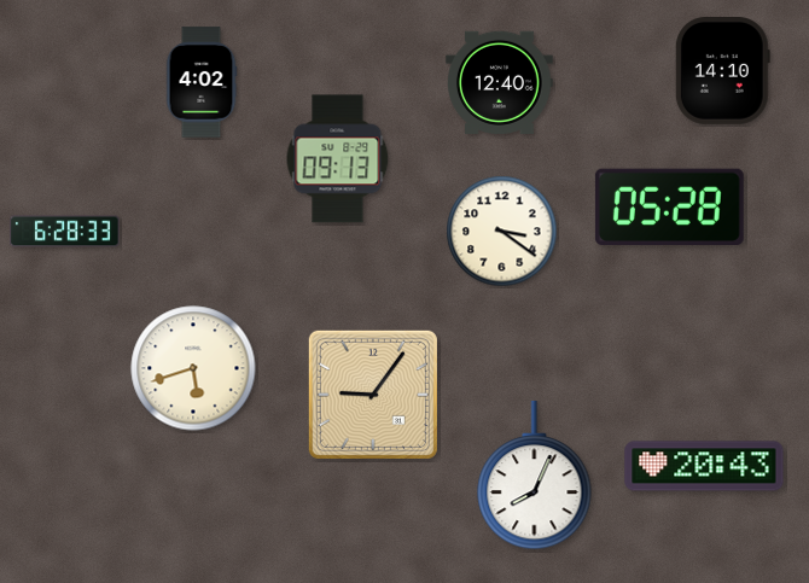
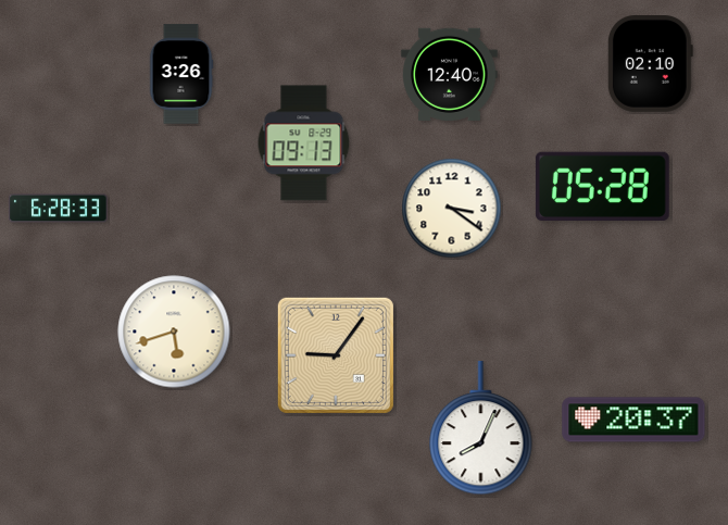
clock at (722, 71): 14:10 -> 02:10
clock at (202, 82): 4:02 -> 3:26
clock at (704, 466): 20:43 -> 20:37
